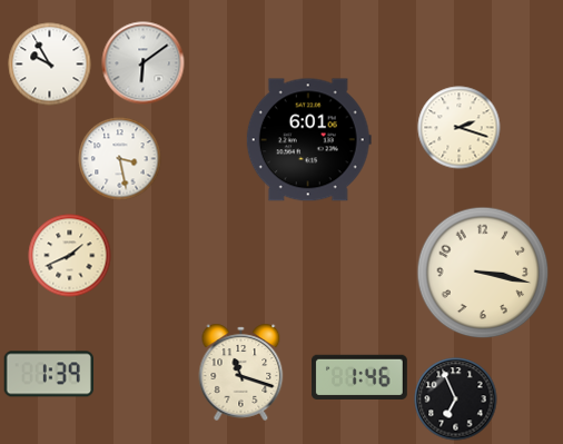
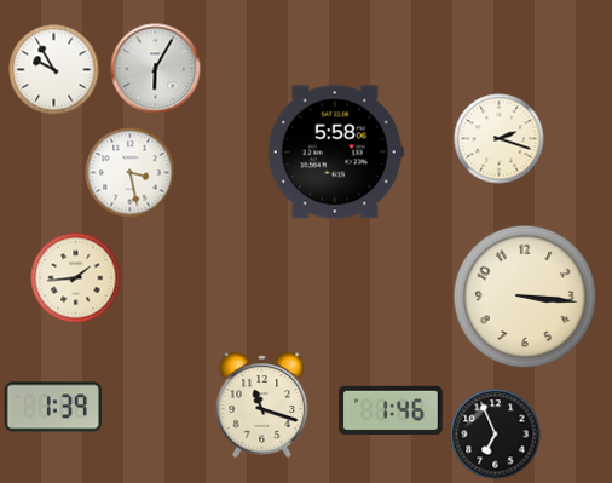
clock at (144, 63): 6:09 -> 6:05
clock at (308, 140): 6:01 -> 5:58
clock at (70, 256): 1:41 -> 1:44
clock at (483, 273): 3:17 -> 3:16
